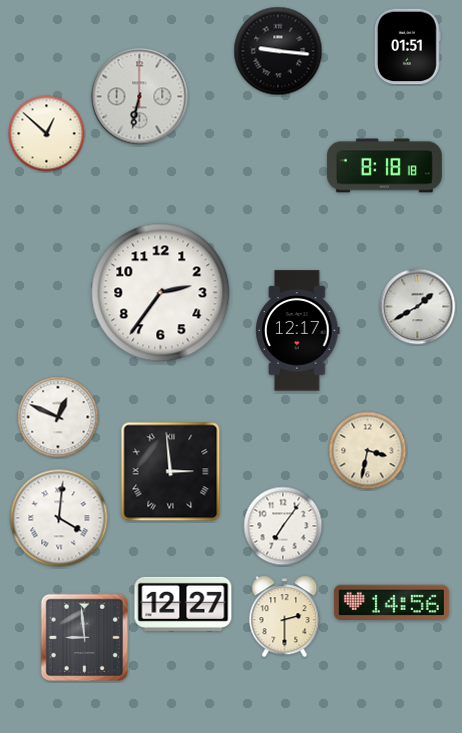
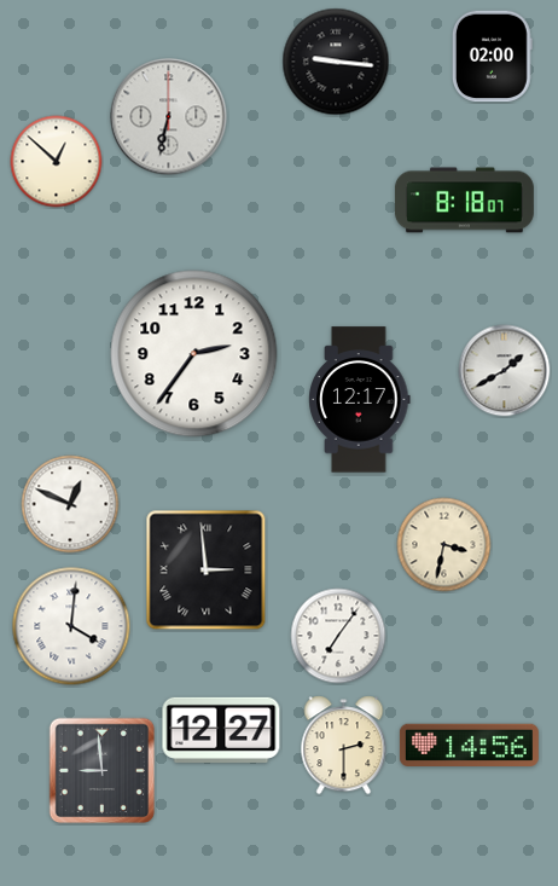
clock at (407, 47): 01:51 -> 02:00
clock at (384, 166): 8:18:18 -> 8:18:07
clock at (283, 526) position: (283, 526) -> (338, 636)
clock at (391, 603) position: (391, 603) -> (469, 746)
